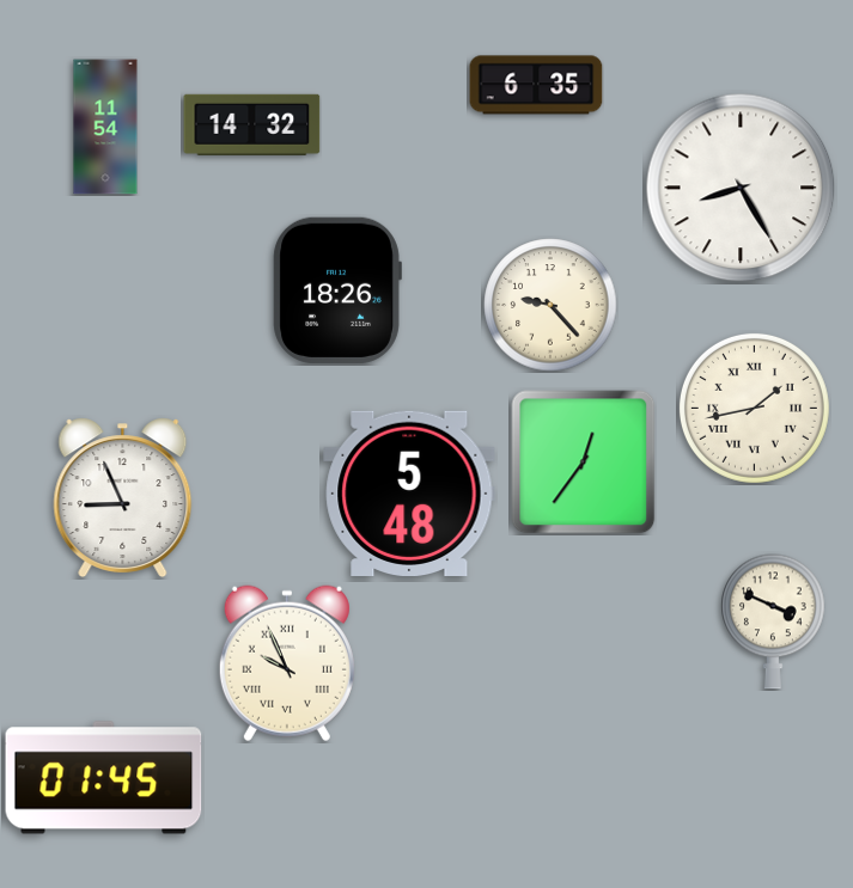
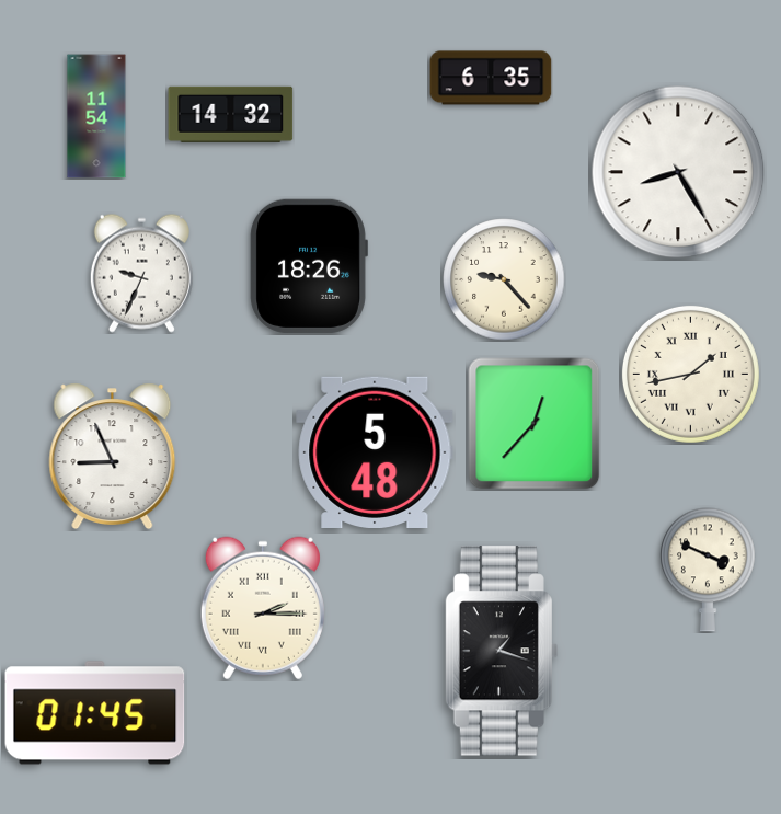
clock at (141, 273): none -> 9:34
clock at (584, 463): 12:36 -> 12:37
clock at (287, 663): 9:56 -> 2:15
clock at (502, 651): none -> 1:18
